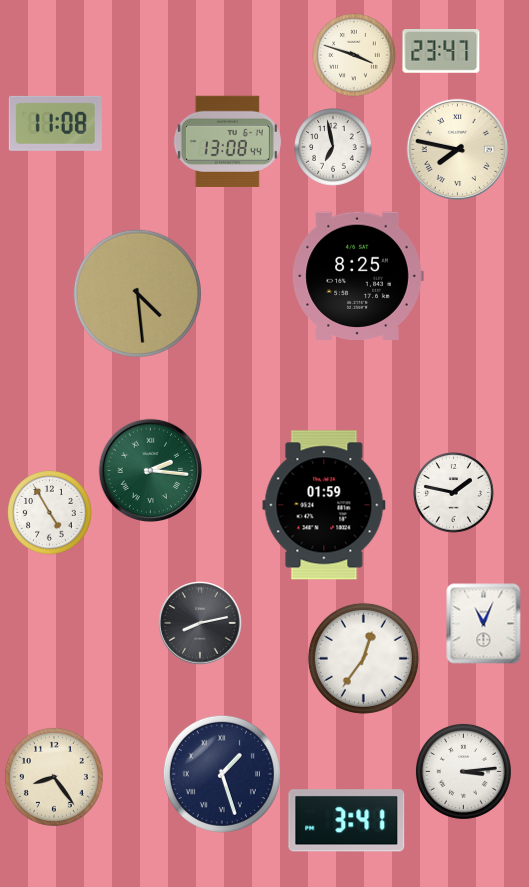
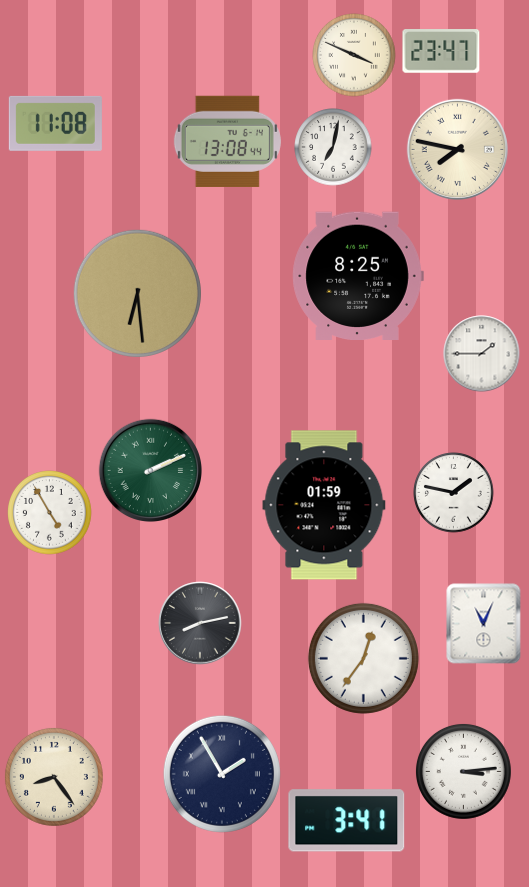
clock at (354, 55): 3:48 -> 3:49
clock at (333, 147): 6:58 -> 7:02
clock at (137, 293): 4:29 -> 6:29
clock at (482, 354): none -> 1:45
clock at (150, 470): 2:16 -> 2:11
clock at (222, 774): 1:27 -> 1:55
